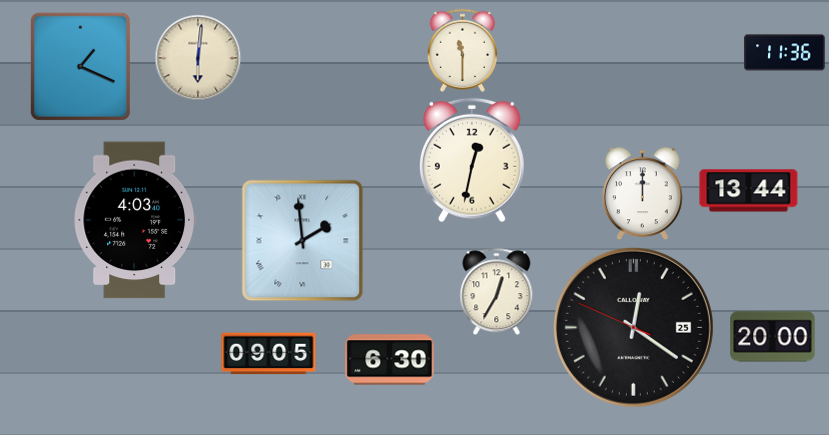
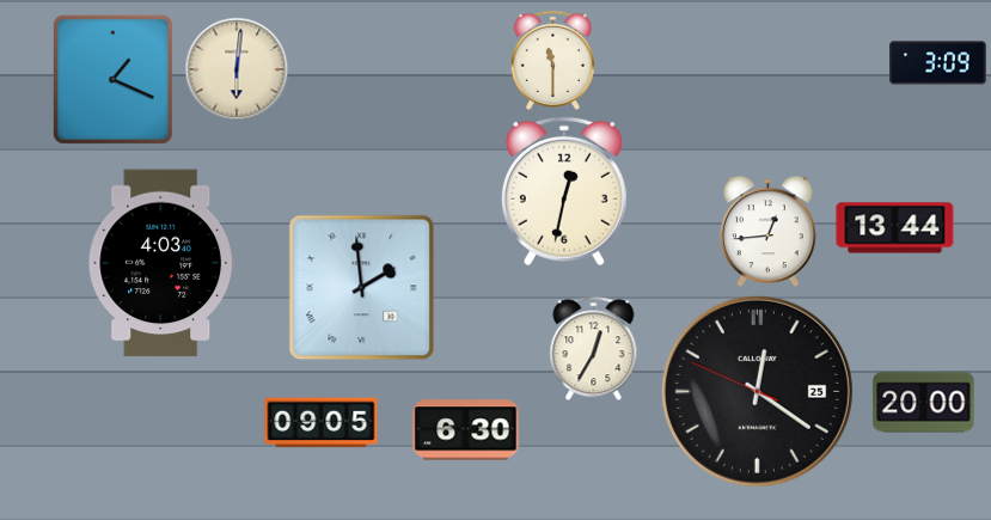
clock at (785, 53): 11:36 -> 3:09
clock at (80, 66) position: (80, 66) -> (112, 79)
clock at (643, 193): 12:00 -> 12:44
